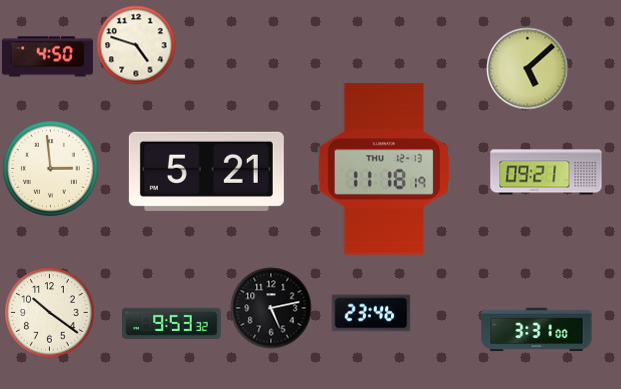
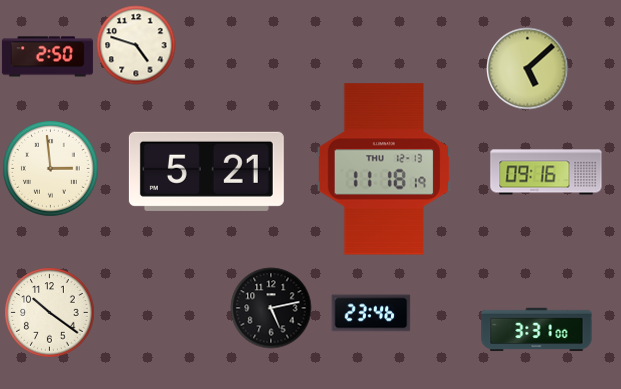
clock at (47, 57): 4:50 -> 2:50
clock at (546, 172): 09:21 -> 09:16
clock at (172, 323): 9:53 -> none
